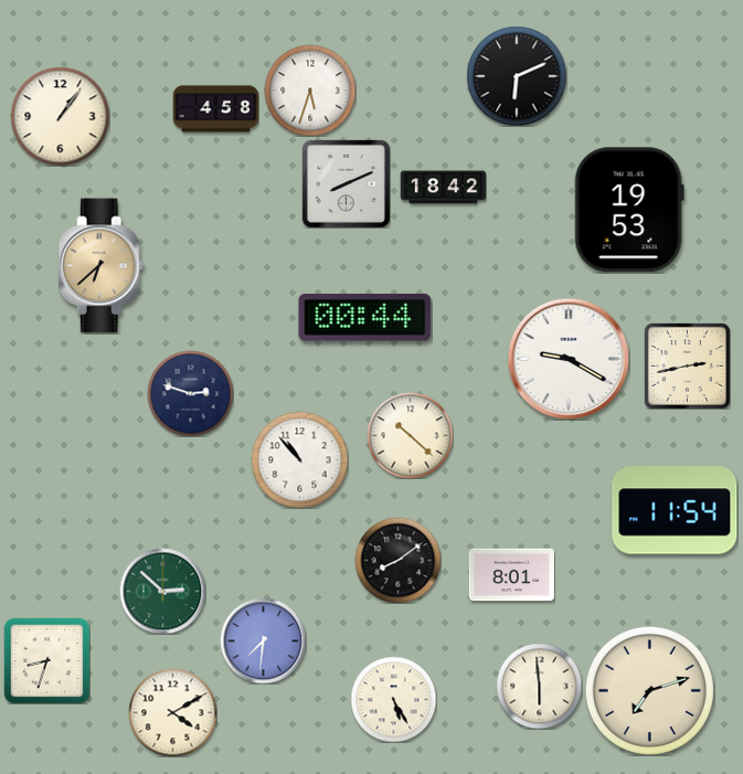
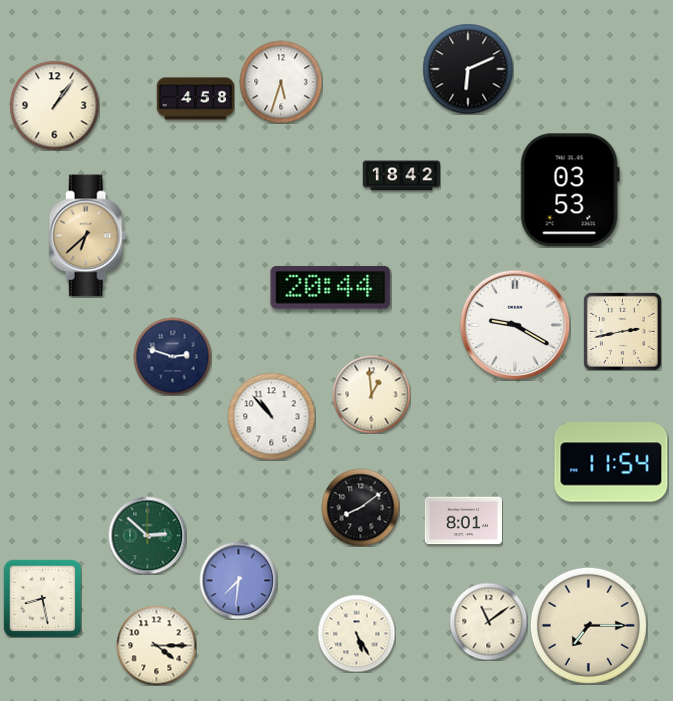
clock at (346, 183): 8:11 -> none
clock at (443, 188) position: (443, 188) -> (401, 176)
clock at (629, 210): 19:53 -> 03:53
clock at (102, 266) position: (102, 266) -> (88, 236)
clock at (365, 318): 00:44 -> 20:44
clock at (410, 435): 10:22 -> 12:59
clock at (46, 660): 8:33 -> 8:28
clock at (539, 686): 5:59 -> 11:09
clock at (649, 690): 7:12 -> 7:15
clock at (172, 712): 4:10 -> 4:15
